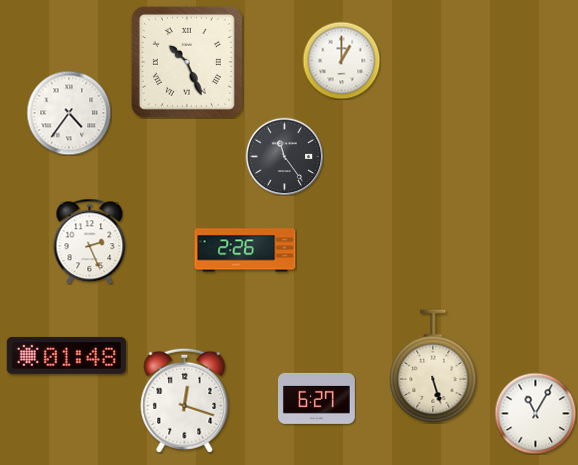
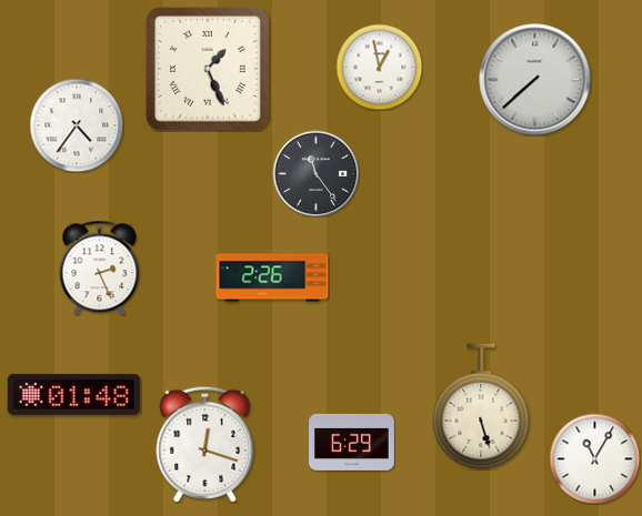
clock at (341, 60): 1:00 -> 12:58
clock at (187, 62): 10:26 -> 1:26
clock at (535, 80): none -> 7:38
clock at (317, 398): 6:27 -> 6:29
